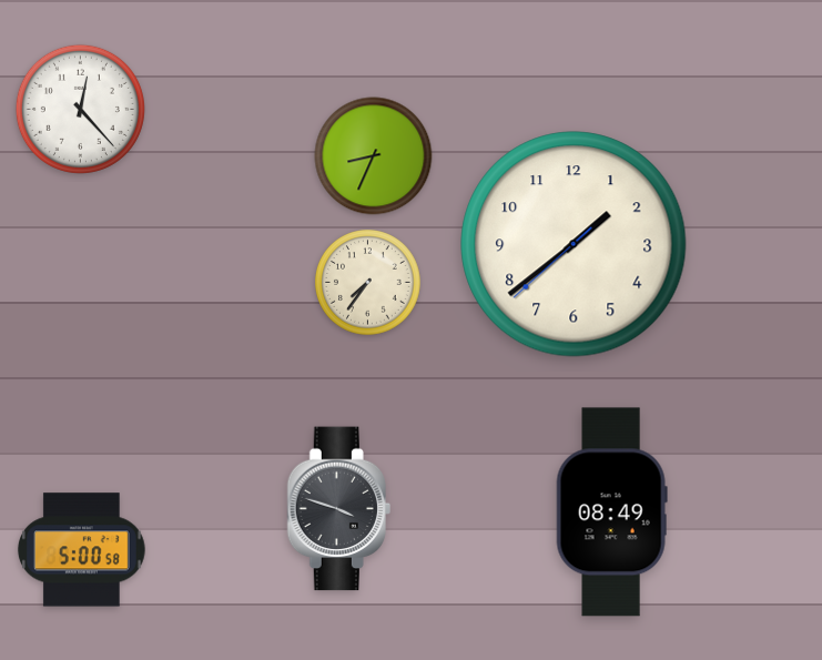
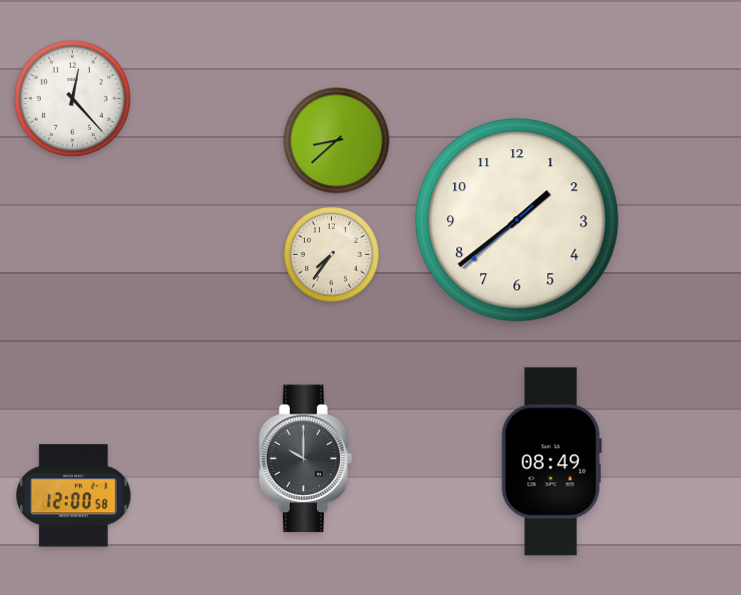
clock at (374, 156): 8:34 -> 8:38
clock at (338, 509): 3:48 -> 10:00
clock at (81, 550): 5:00 -> 12:00
